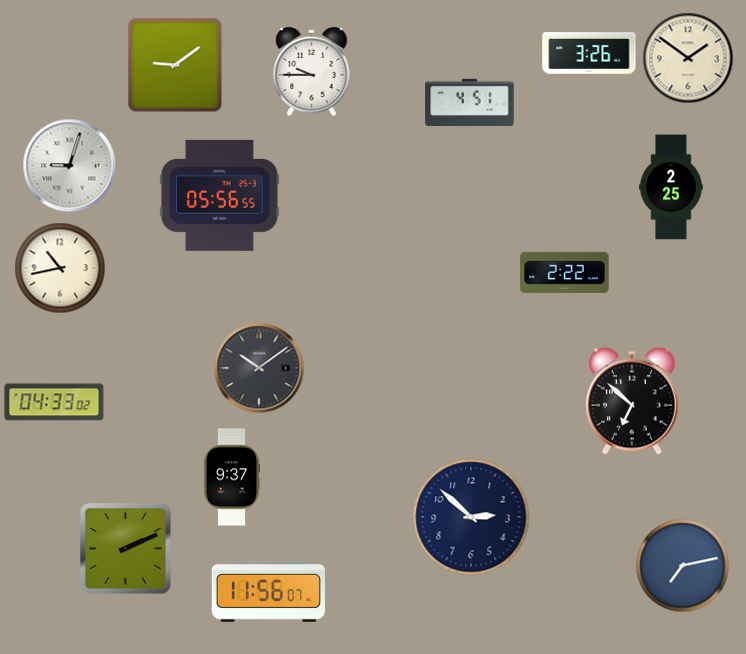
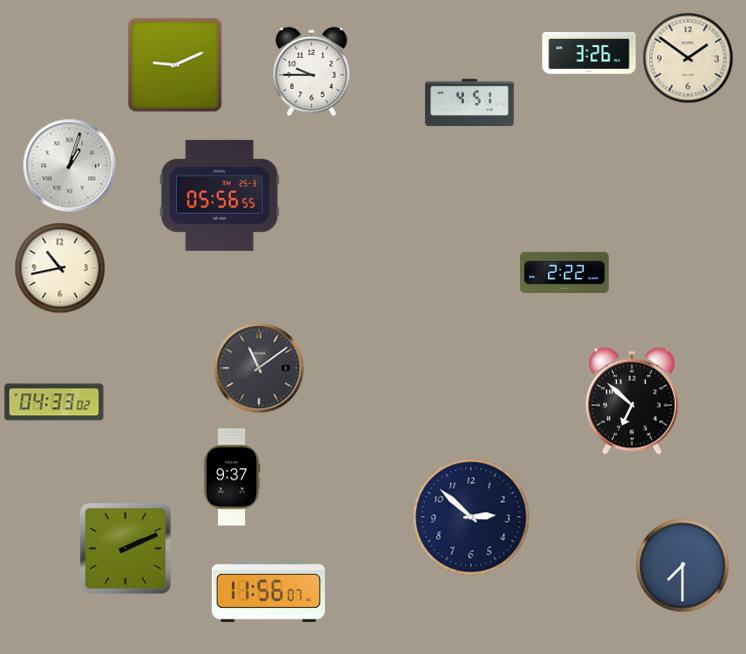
clock at (175, 65): 9:09 -> 9:11
clock at (70, 166): 9:03 -> 1:03
clock at (671, 187): 2:25 -> none
clock at (259, 368): 10:09 -> 11:09
clock at (683, 566): 7:13 -> 7:30
